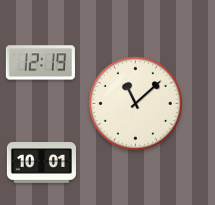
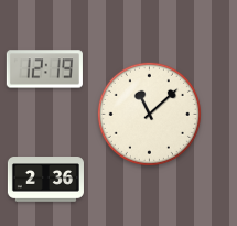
clock at (41, 163): 10:01 -> 2:36
